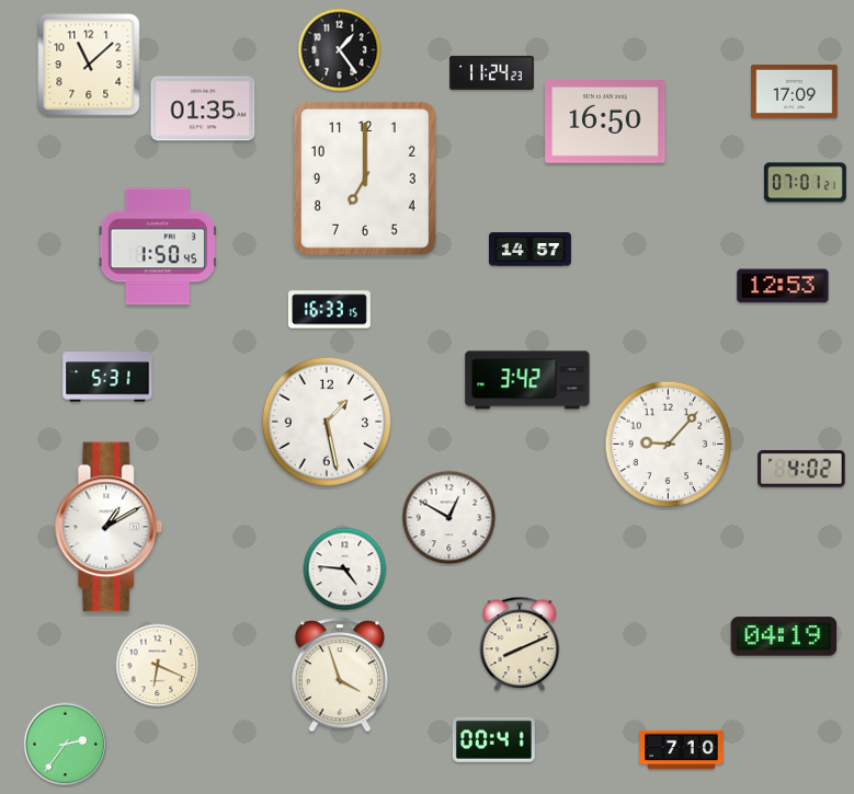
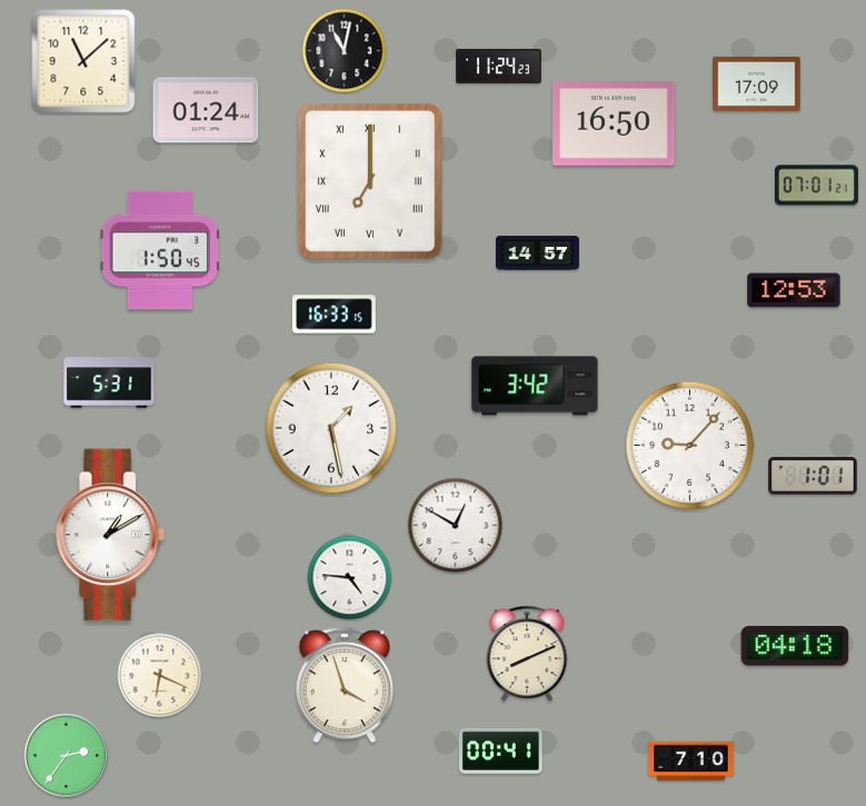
clock at (340, 50): 1:24 -> 11:02
clock at (89, 65) position: (89, 65) -> (83, 61)
clock at (492, 72) position: (492, 72) -> (499, 66)
clock at (795, 91) position: (795, 91) -> (757, 83)
clock at (203, 108): 01:35 -> 01:24
clock at (365, 179) numerals: Arabic -> Roman
clock at (669, 445) position: (669, 445) -> (690, 446)
clock at (801, 469): 4:02 -> 1:01
clock at (784, 636): 04:19 -> 04:18
